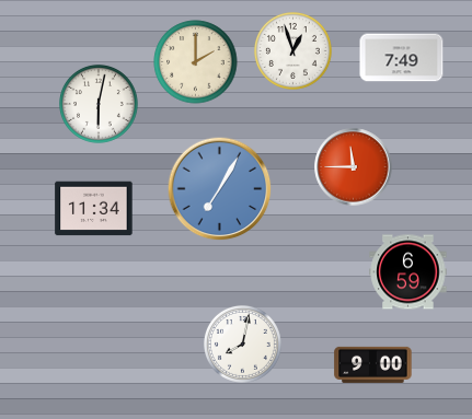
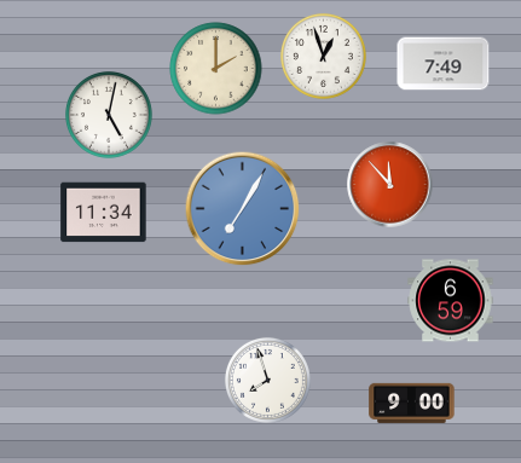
clock at (100, 105): 6:02 -> 5:02
clock at (354, 167): 11:45 -> 11:53
clock at (94, 209) position: (94, 209) -> (104, 213)
clock at (242, 344): 8:02 -> 7:57
